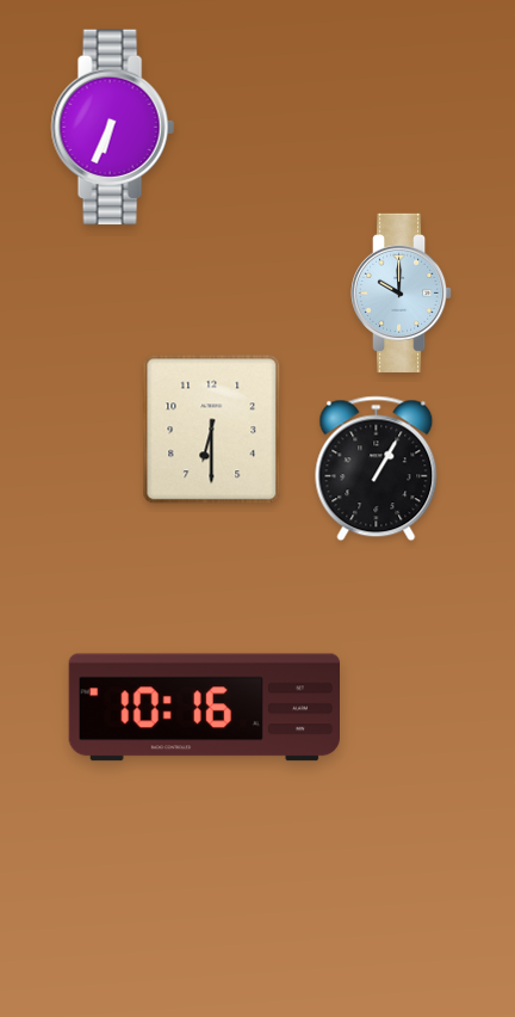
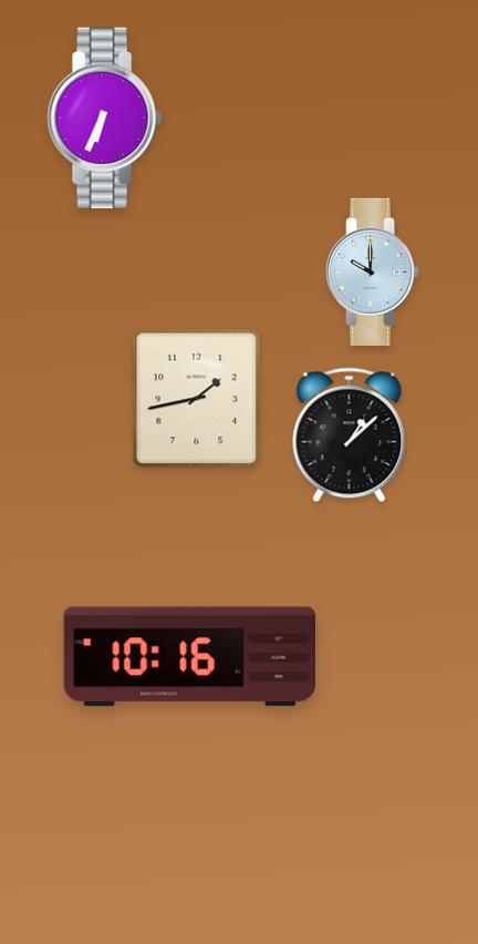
clock at (212, 430): 6:30 -> 1:43
clock at (377, 469): 1:05 -> 1:08
